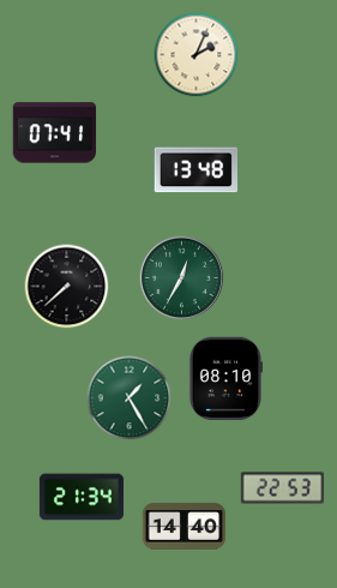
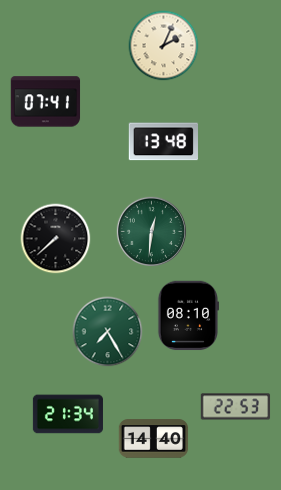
clock at (55, 133) position: (55, 133) -> (46, 102)
clock at (181, 277): 12:35 -> 12:31
clock at (130, 398): 1:25 -> 7:25
